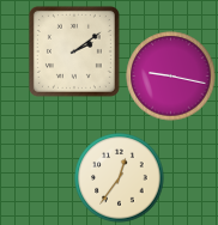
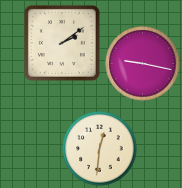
clock at (120, 178): 12:36 -> 12:31
